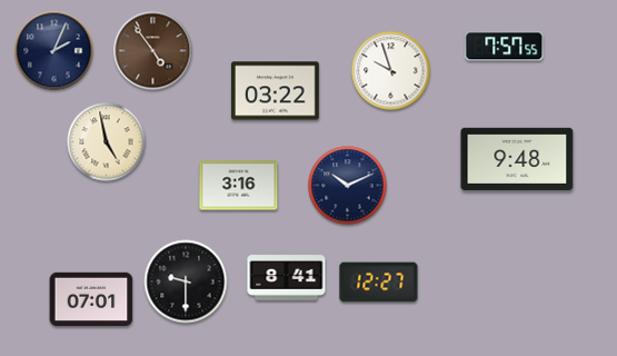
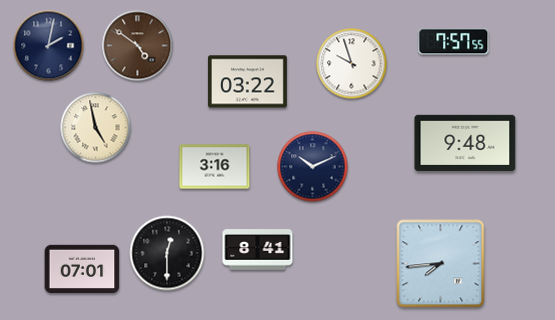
clock at (54, 51): 2:04 -> 2:02
clock at (153, 51): 4:54 -> 4:51
clock at (186, 281): 9:30 -> 12:30
clock at (379, 283): 12:27 -> none
clock at (441, 264): none -> 7:44
